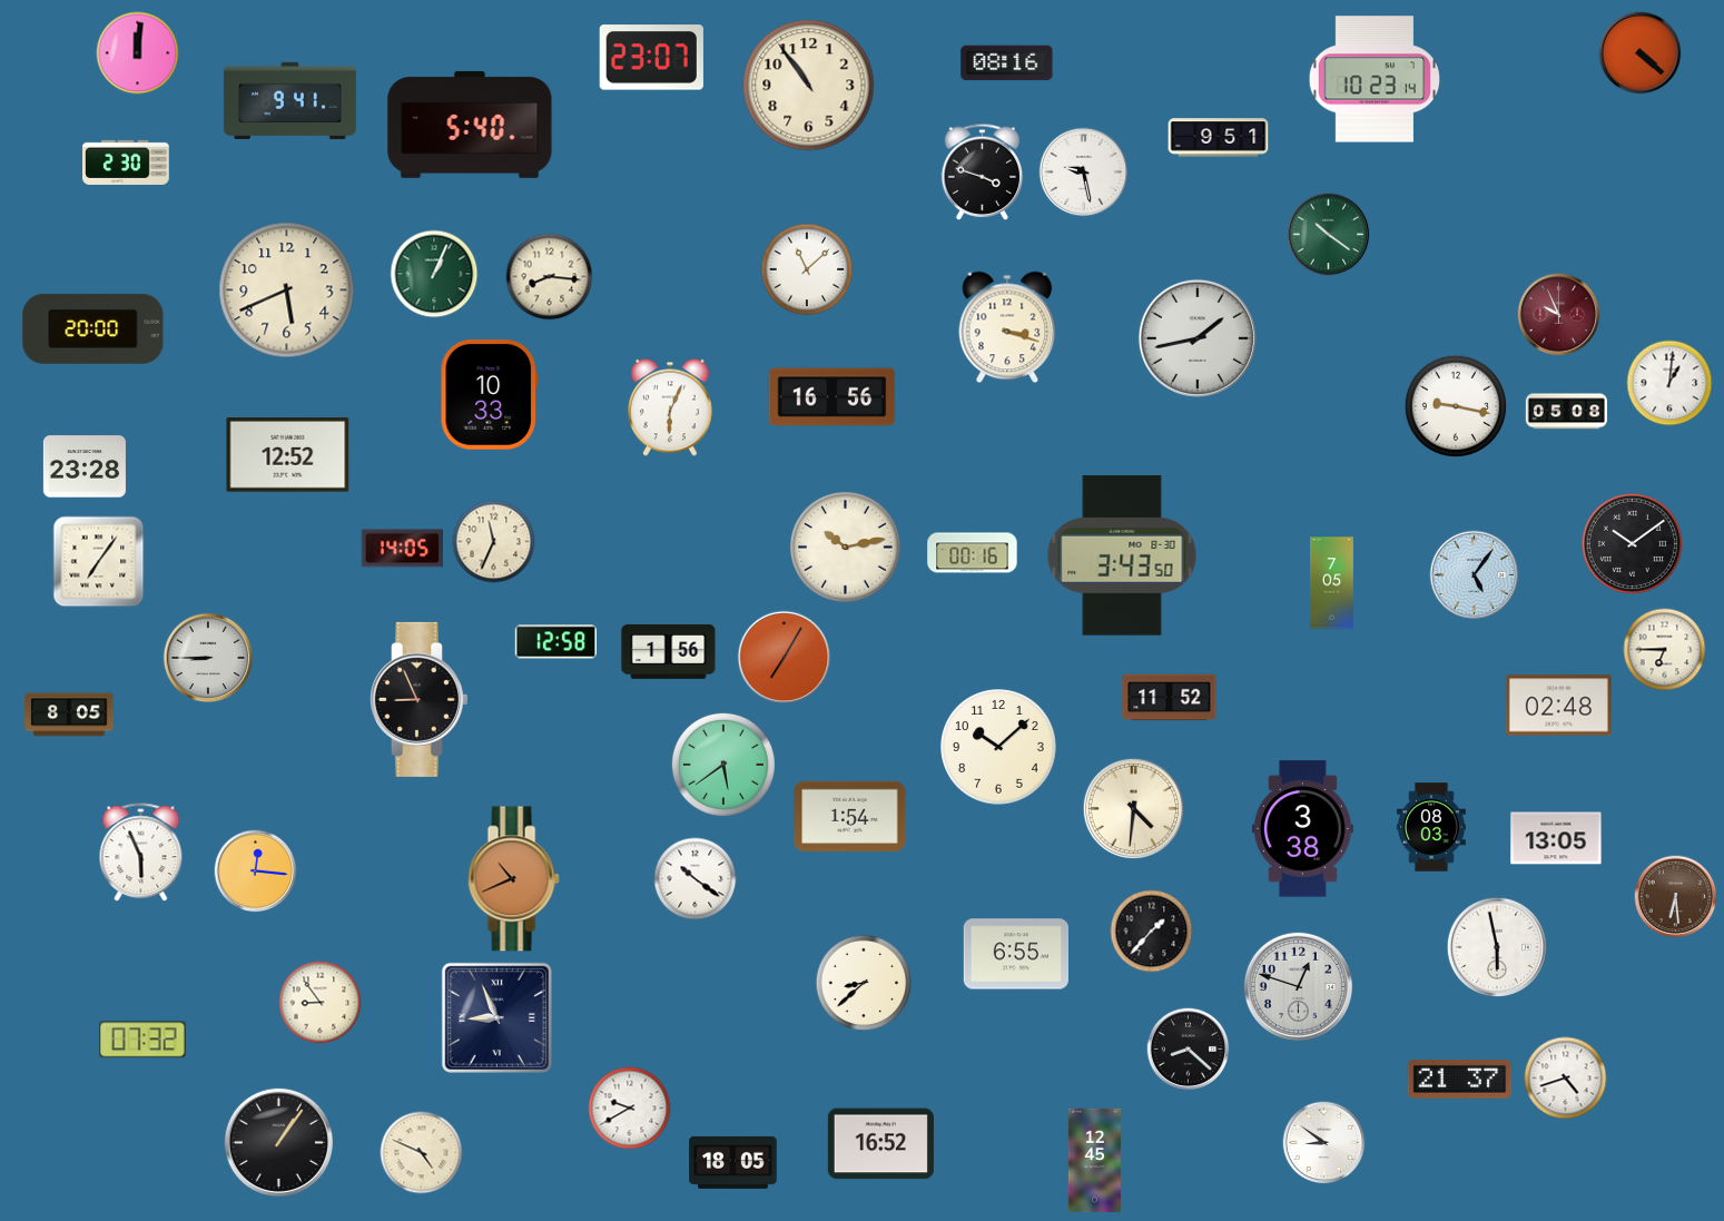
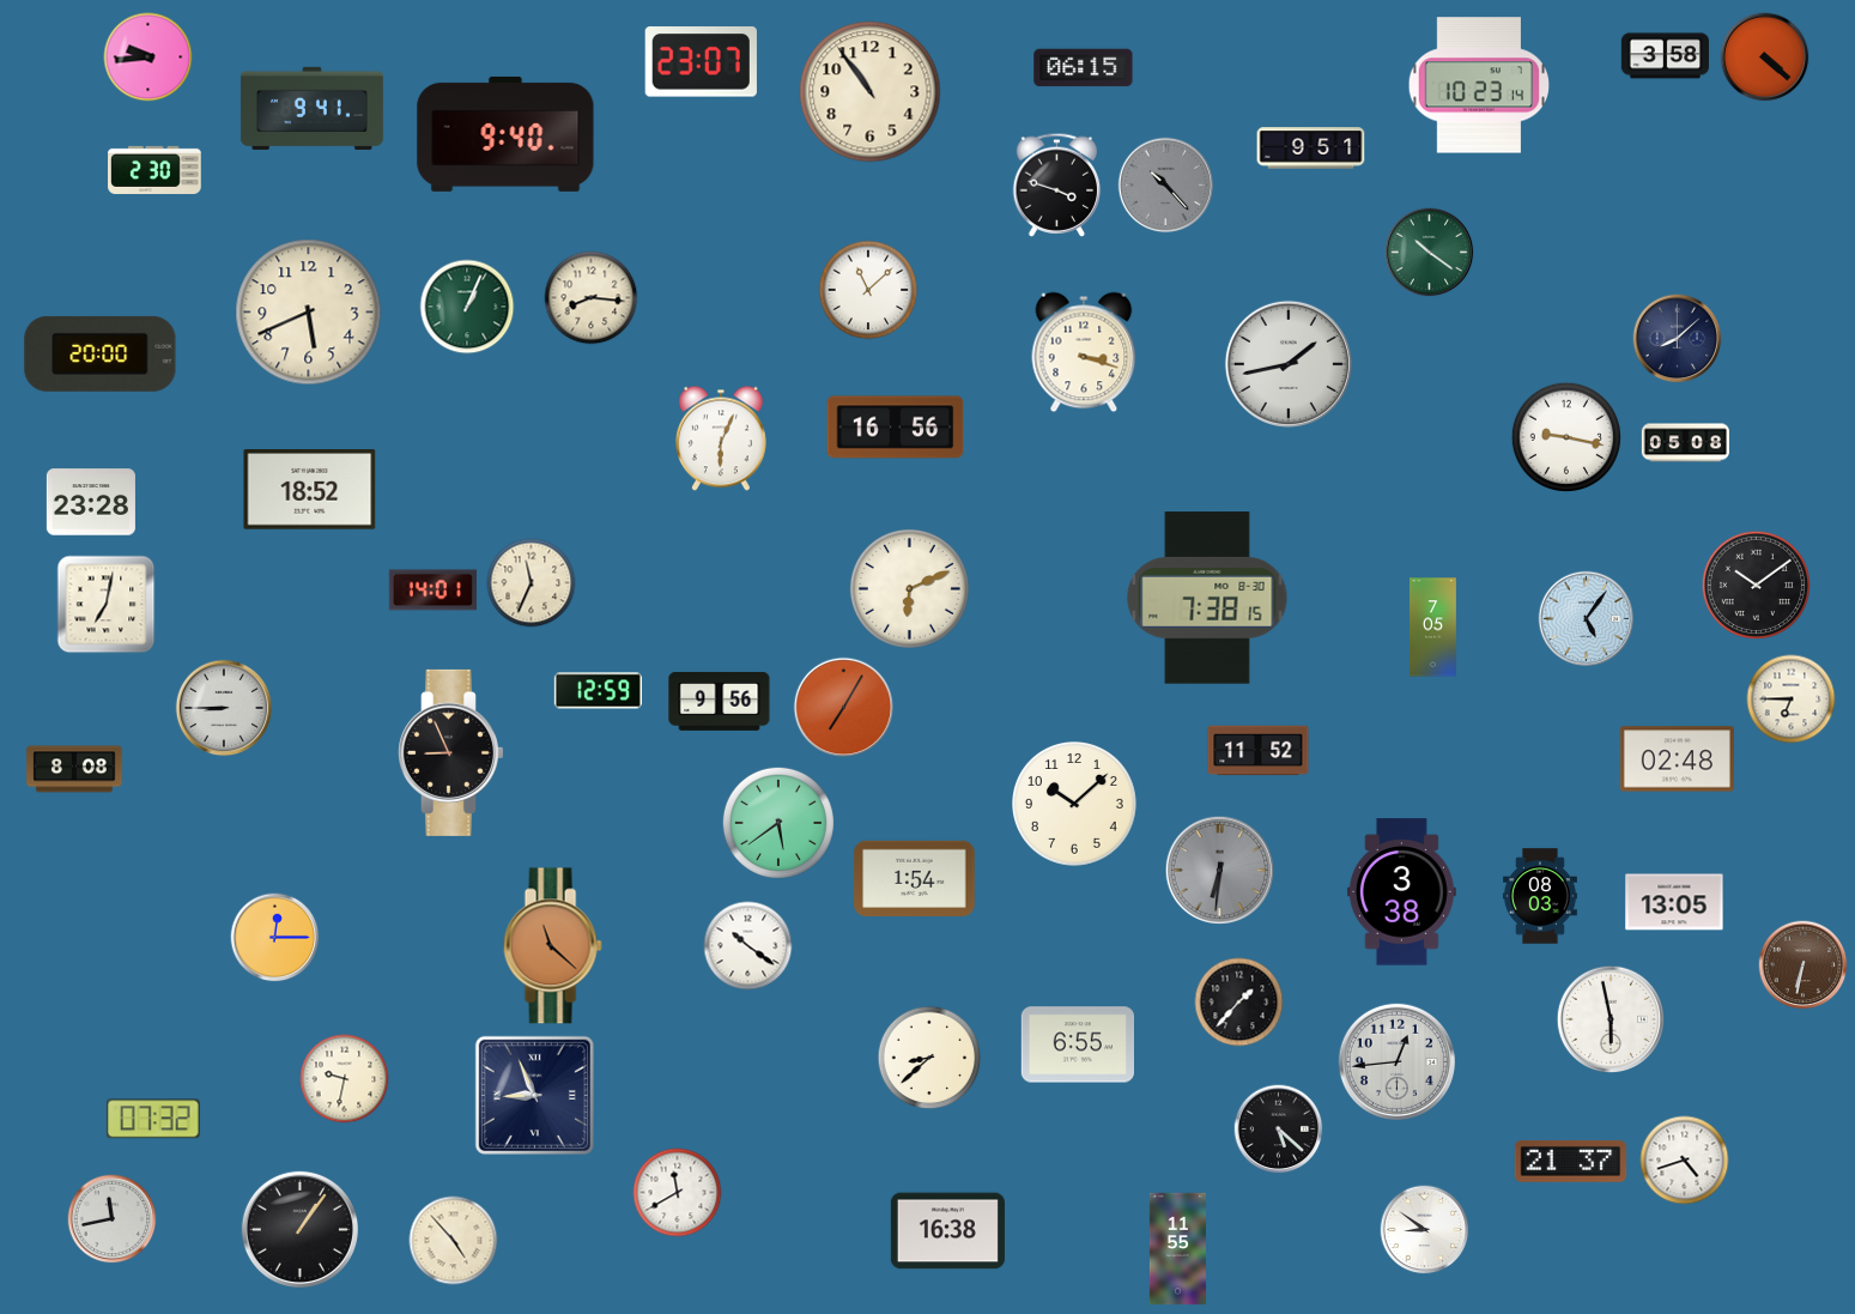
clock at (1665, 56): none -> 3:58
clock at (138, 53): 12:01 -> 9:44
clock at (1007, 63): 08:16 -> 06:15
clock at (470, 125): 5:40 -> 9:40
clock at (126, 163) position: (126, 163) -> (154, 170)
clock at (1084, 173): 9:28 -> 10:23
clock at (1084, 173) dial: white -> grey
clock at (434, 274) position: (434, 274) -> (467, 307)
clock at (1559, 315): 9:56 -> 8:08
clock at (1559, 315) dial: burgundy -> navy
clock at (1669, 383): 1:01 -> none
clock at (489, 395): 10:33 -> none
clock at (288, 455): 12:52 -> 18:52
clock at (845, 547): 10:13 -> 6:11
clock at (402, 549): 14:05 -> 14:01
clock at (973, 553): 00:16 -> none
clock at (1122, 555): 3:43 -> 7:38
clock at (99, 562): 7:06 -> 7:02
clock at (555, 642): 12:58 -> 12:59
clock at (669, 651): 1:56 -> 9:56
clock at (69, 715): 8:05 -> 8:08
clock at (1133, 808): 4:31 -> 6:31
clock at (1133, 808) dial: cream -> grey
clock at (1431, 827) position: (1431, 827) -> (1540, 896)
clock at (141, 853): 5:56 -> none
clock at (256, 872): 12:16 -> 12:15
clock at (513, 879): 10:41 -> 11:22
clock at (1676, 897): 6:29 -> 6:32
clock at (1015, 954) position: (1015, 954) -> (1077, 1044)
clock at (1298, 986): 12:48 -> 12:44
clock at (321, 1003): 8:54 -> 9:32
clock at (1189, 1050): 8:22 -> 5:22
clock at (630, 1109): 9:40 -> 11:40
clock at (113, 1219): none -> 11:43
clock at (880, 1144): 16:52 -> 16:38
clock at (422, 1153): 4:49 -> 4:53
clock at (1094, 1161): 12:45 -> 11:55
clock at (733, 1162): 18:05 -> none
